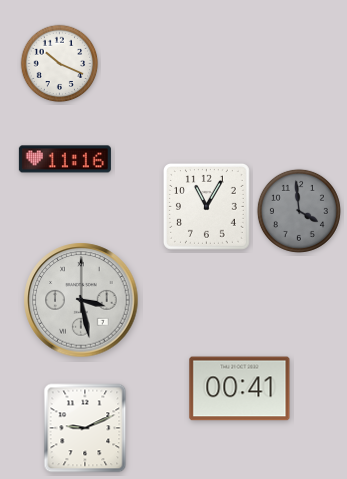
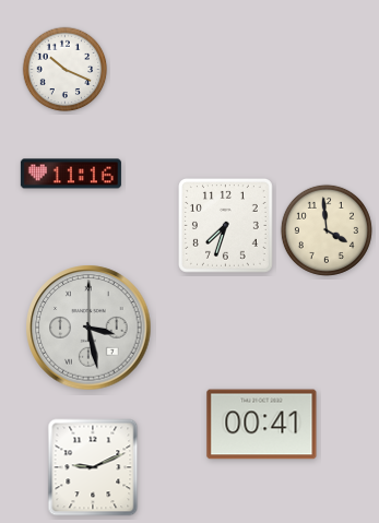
clock at (206, 206): 11:05 -> 7:33
clock at (299, 211) dial: grey -> cream
